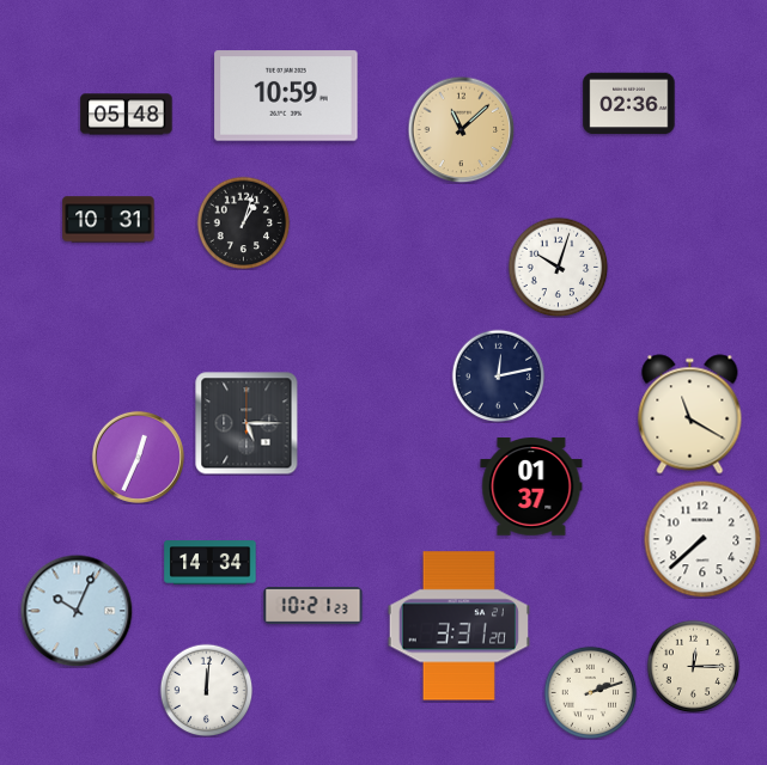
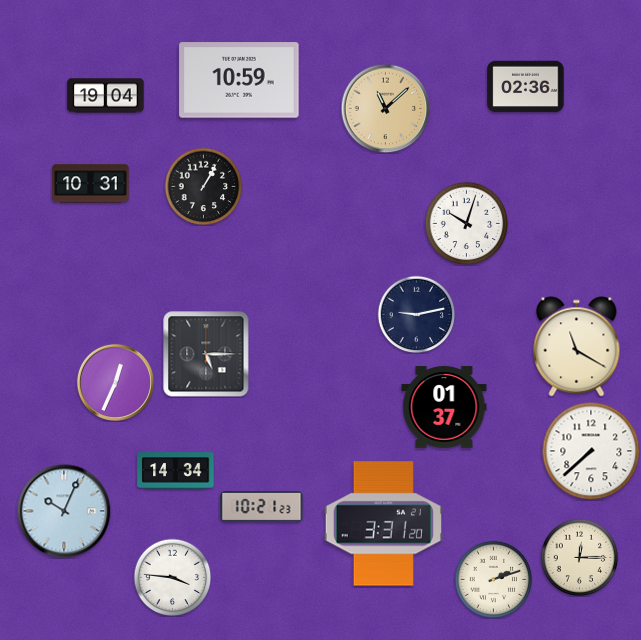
clock at (127, 115): 05:48 -> 19:04
clock at (243, 222): 1:03 -> 1:05
clock at (498, 375): 12:13 -> 9:13
clock at (702, 539) position: (702, 539) -> (591, 451)
clock at (206, 690): 12:01 -> 3:46
